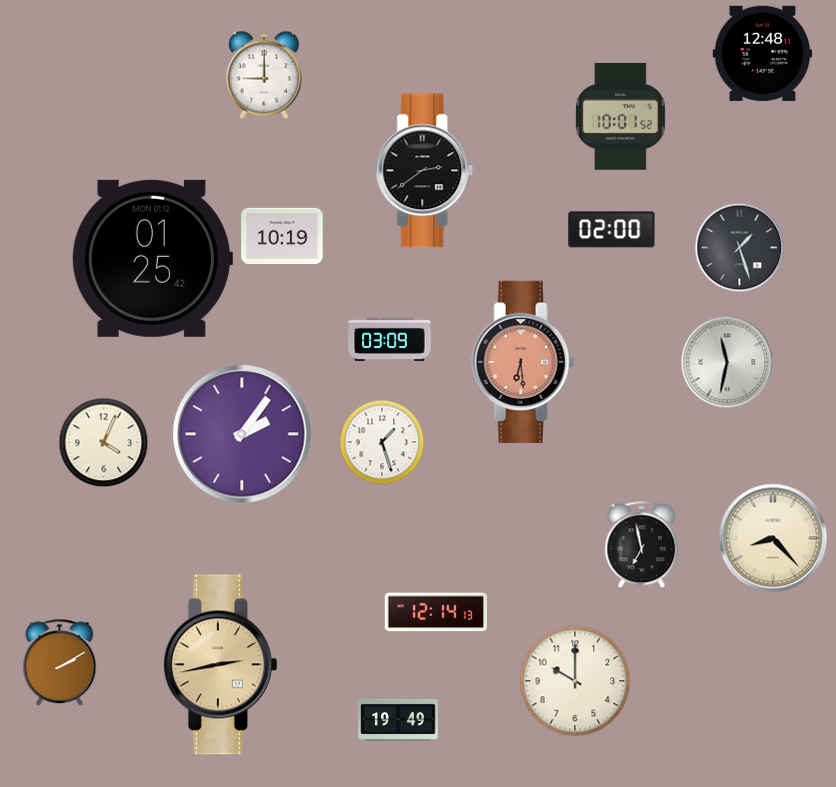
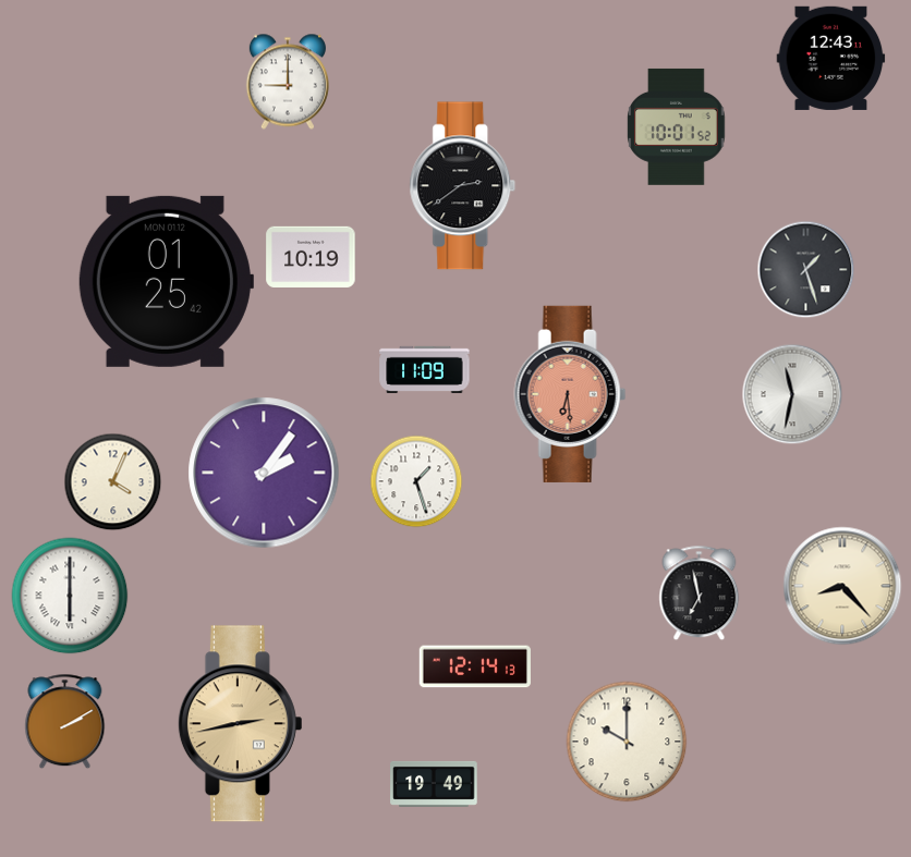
clock at (763, 53): 12:48 -> 12:43
clock at (612, 230): 02:00 -> none
clock at (282, 235) position: (282, 235) -> (311, 256)
clock at (390, 339): 03:09 -> 11:09
clock at (70, 596): none -> 6:00
